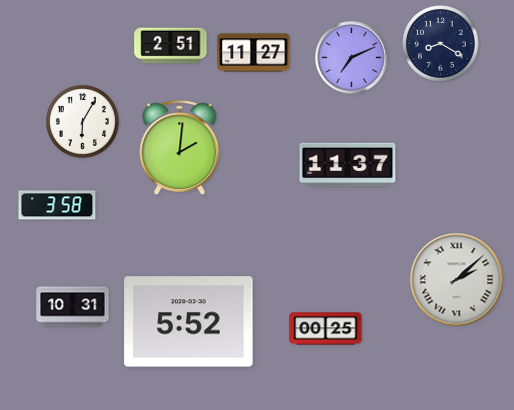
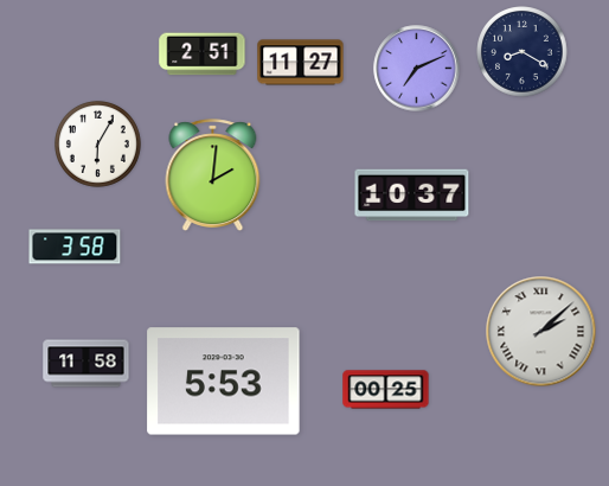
clock at (348, 165): 11:37 -> 10:37
clock at (57, 205) position: (57, 205) -> (75, 247)
clock at (73, 307): 10:31 -> 11:58
clock at (189, 322): 5:52 -> 5:53
